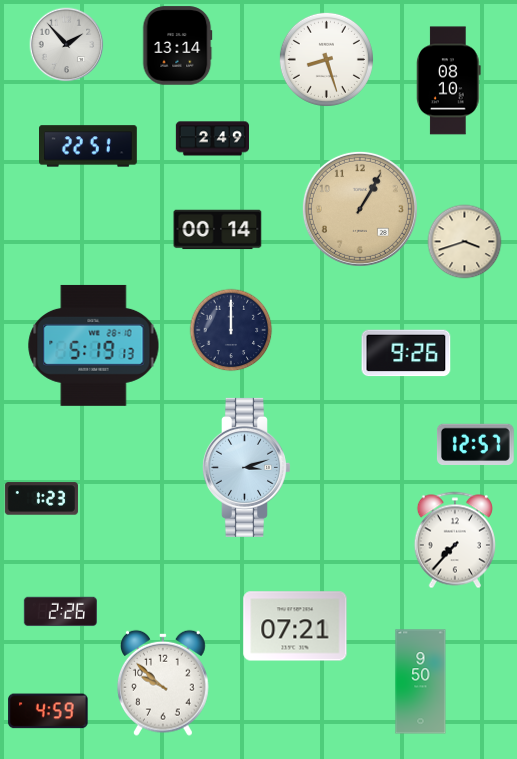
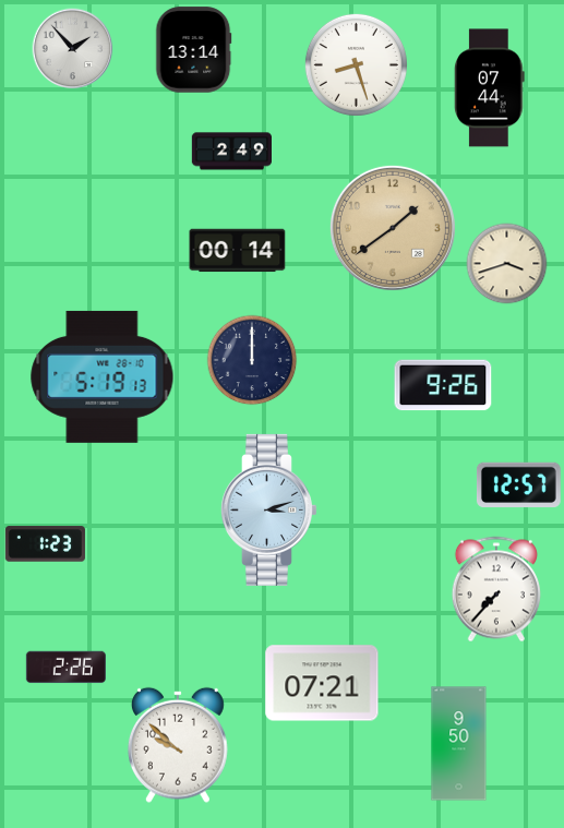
clock at (449, 81): 08:10 -> 07:44
clock at (89, 146): 22:51 -> none
clock at (360, 209): 1:05 -> 1:39
clock at (48, 711): 4:59 -> none
